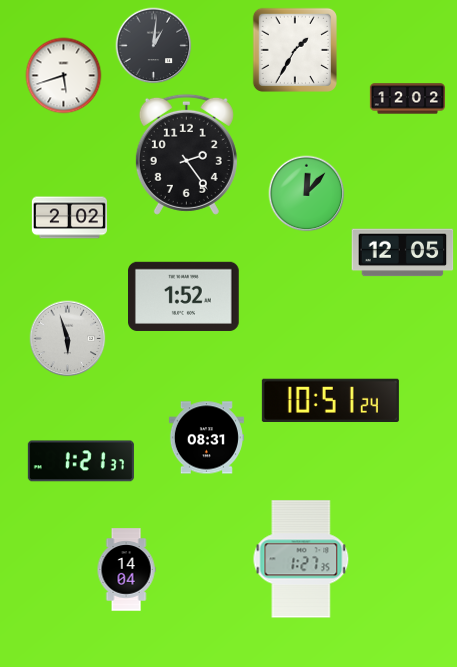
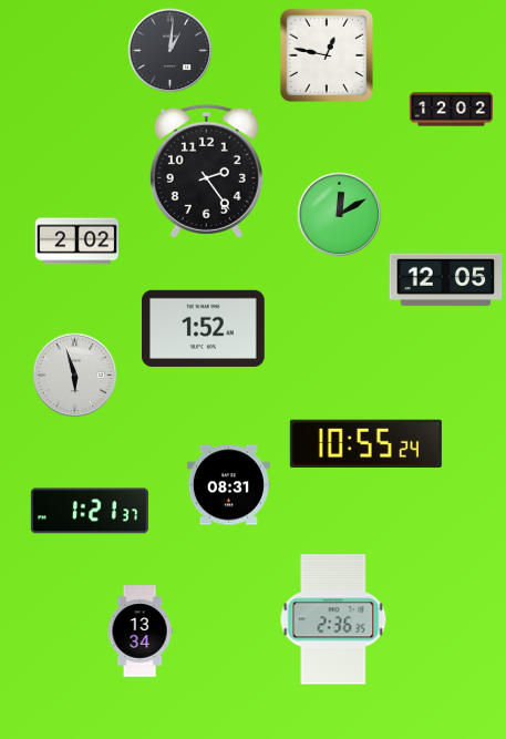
clock at (294, 49): 1:35 -> 12:47
clock at (64, 76): 5:42 -> none
clock at (307, 194): 12:07 -> 12:10
clock at (330, 400): 10:51 -> 10:55
clock at (301, 559): 1:27 -> 2:36
clock at (126, 570): 14:04 -> 13:34
